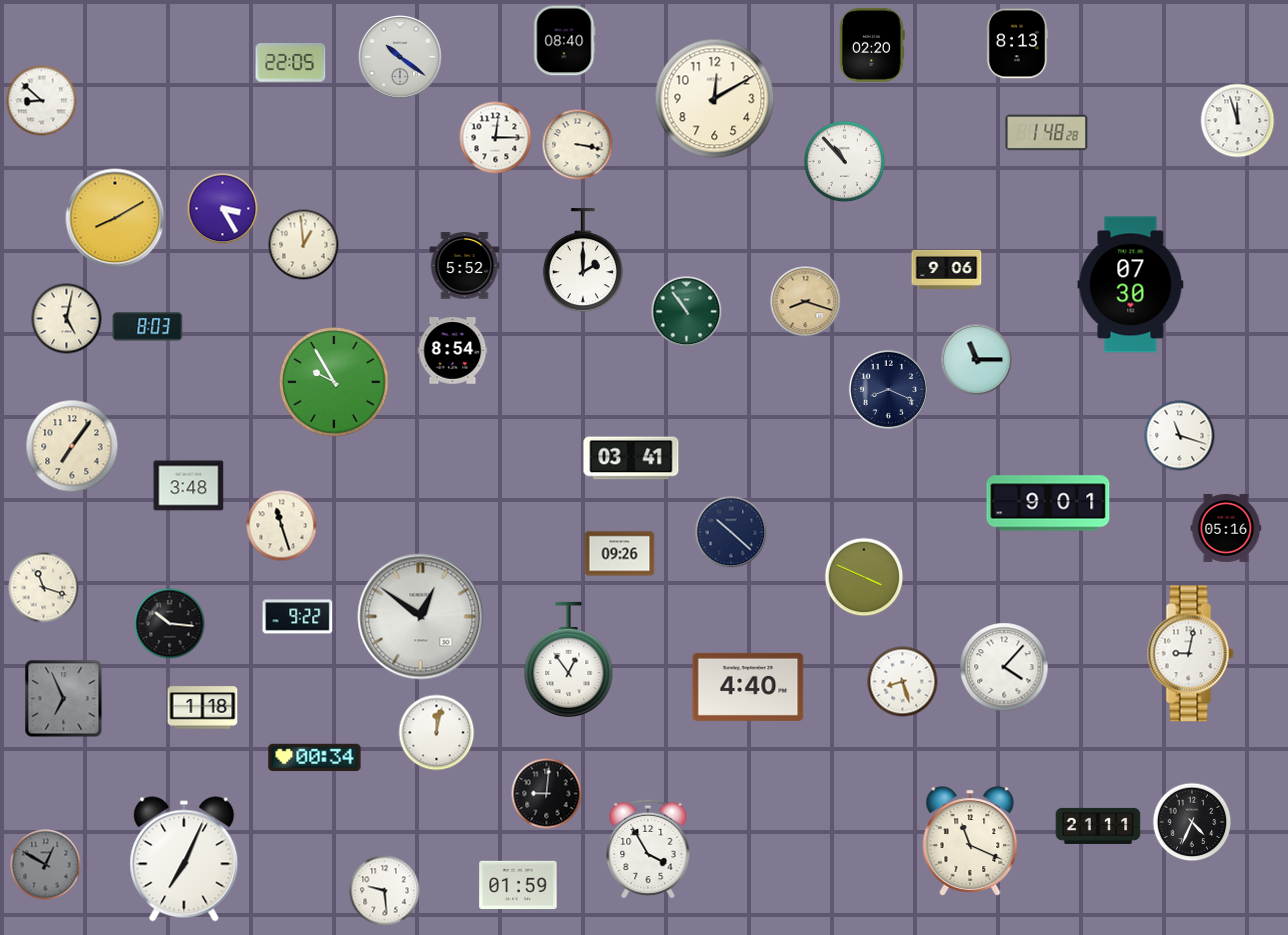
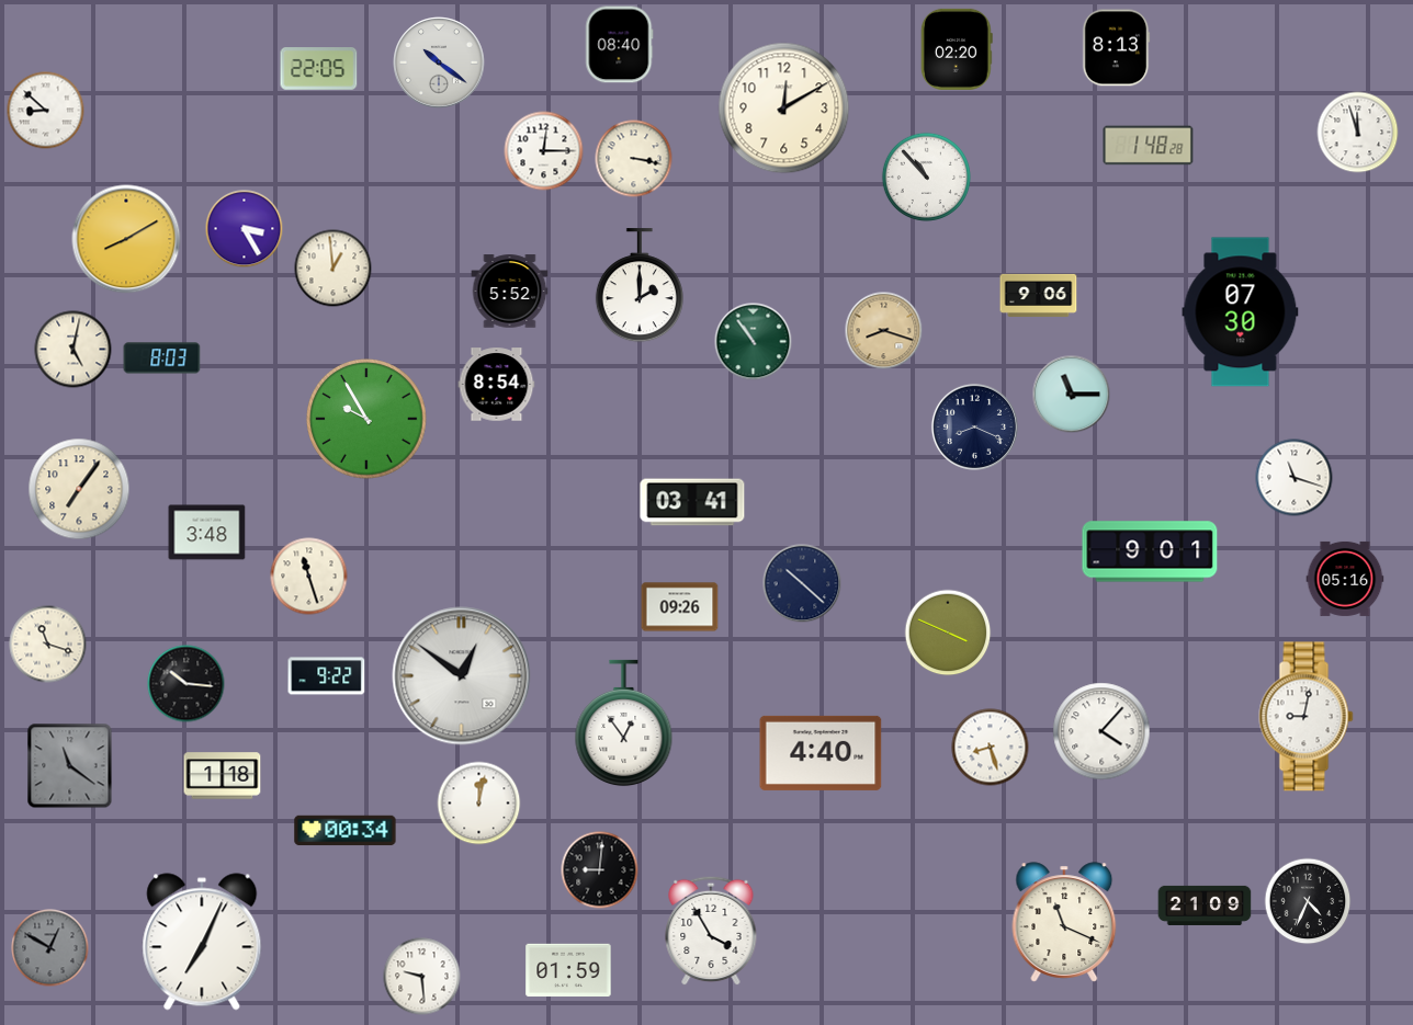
clock at (64, 699): 6:56 -> 11:21
clock at (1098, 826): 21:11 -> 21:09
